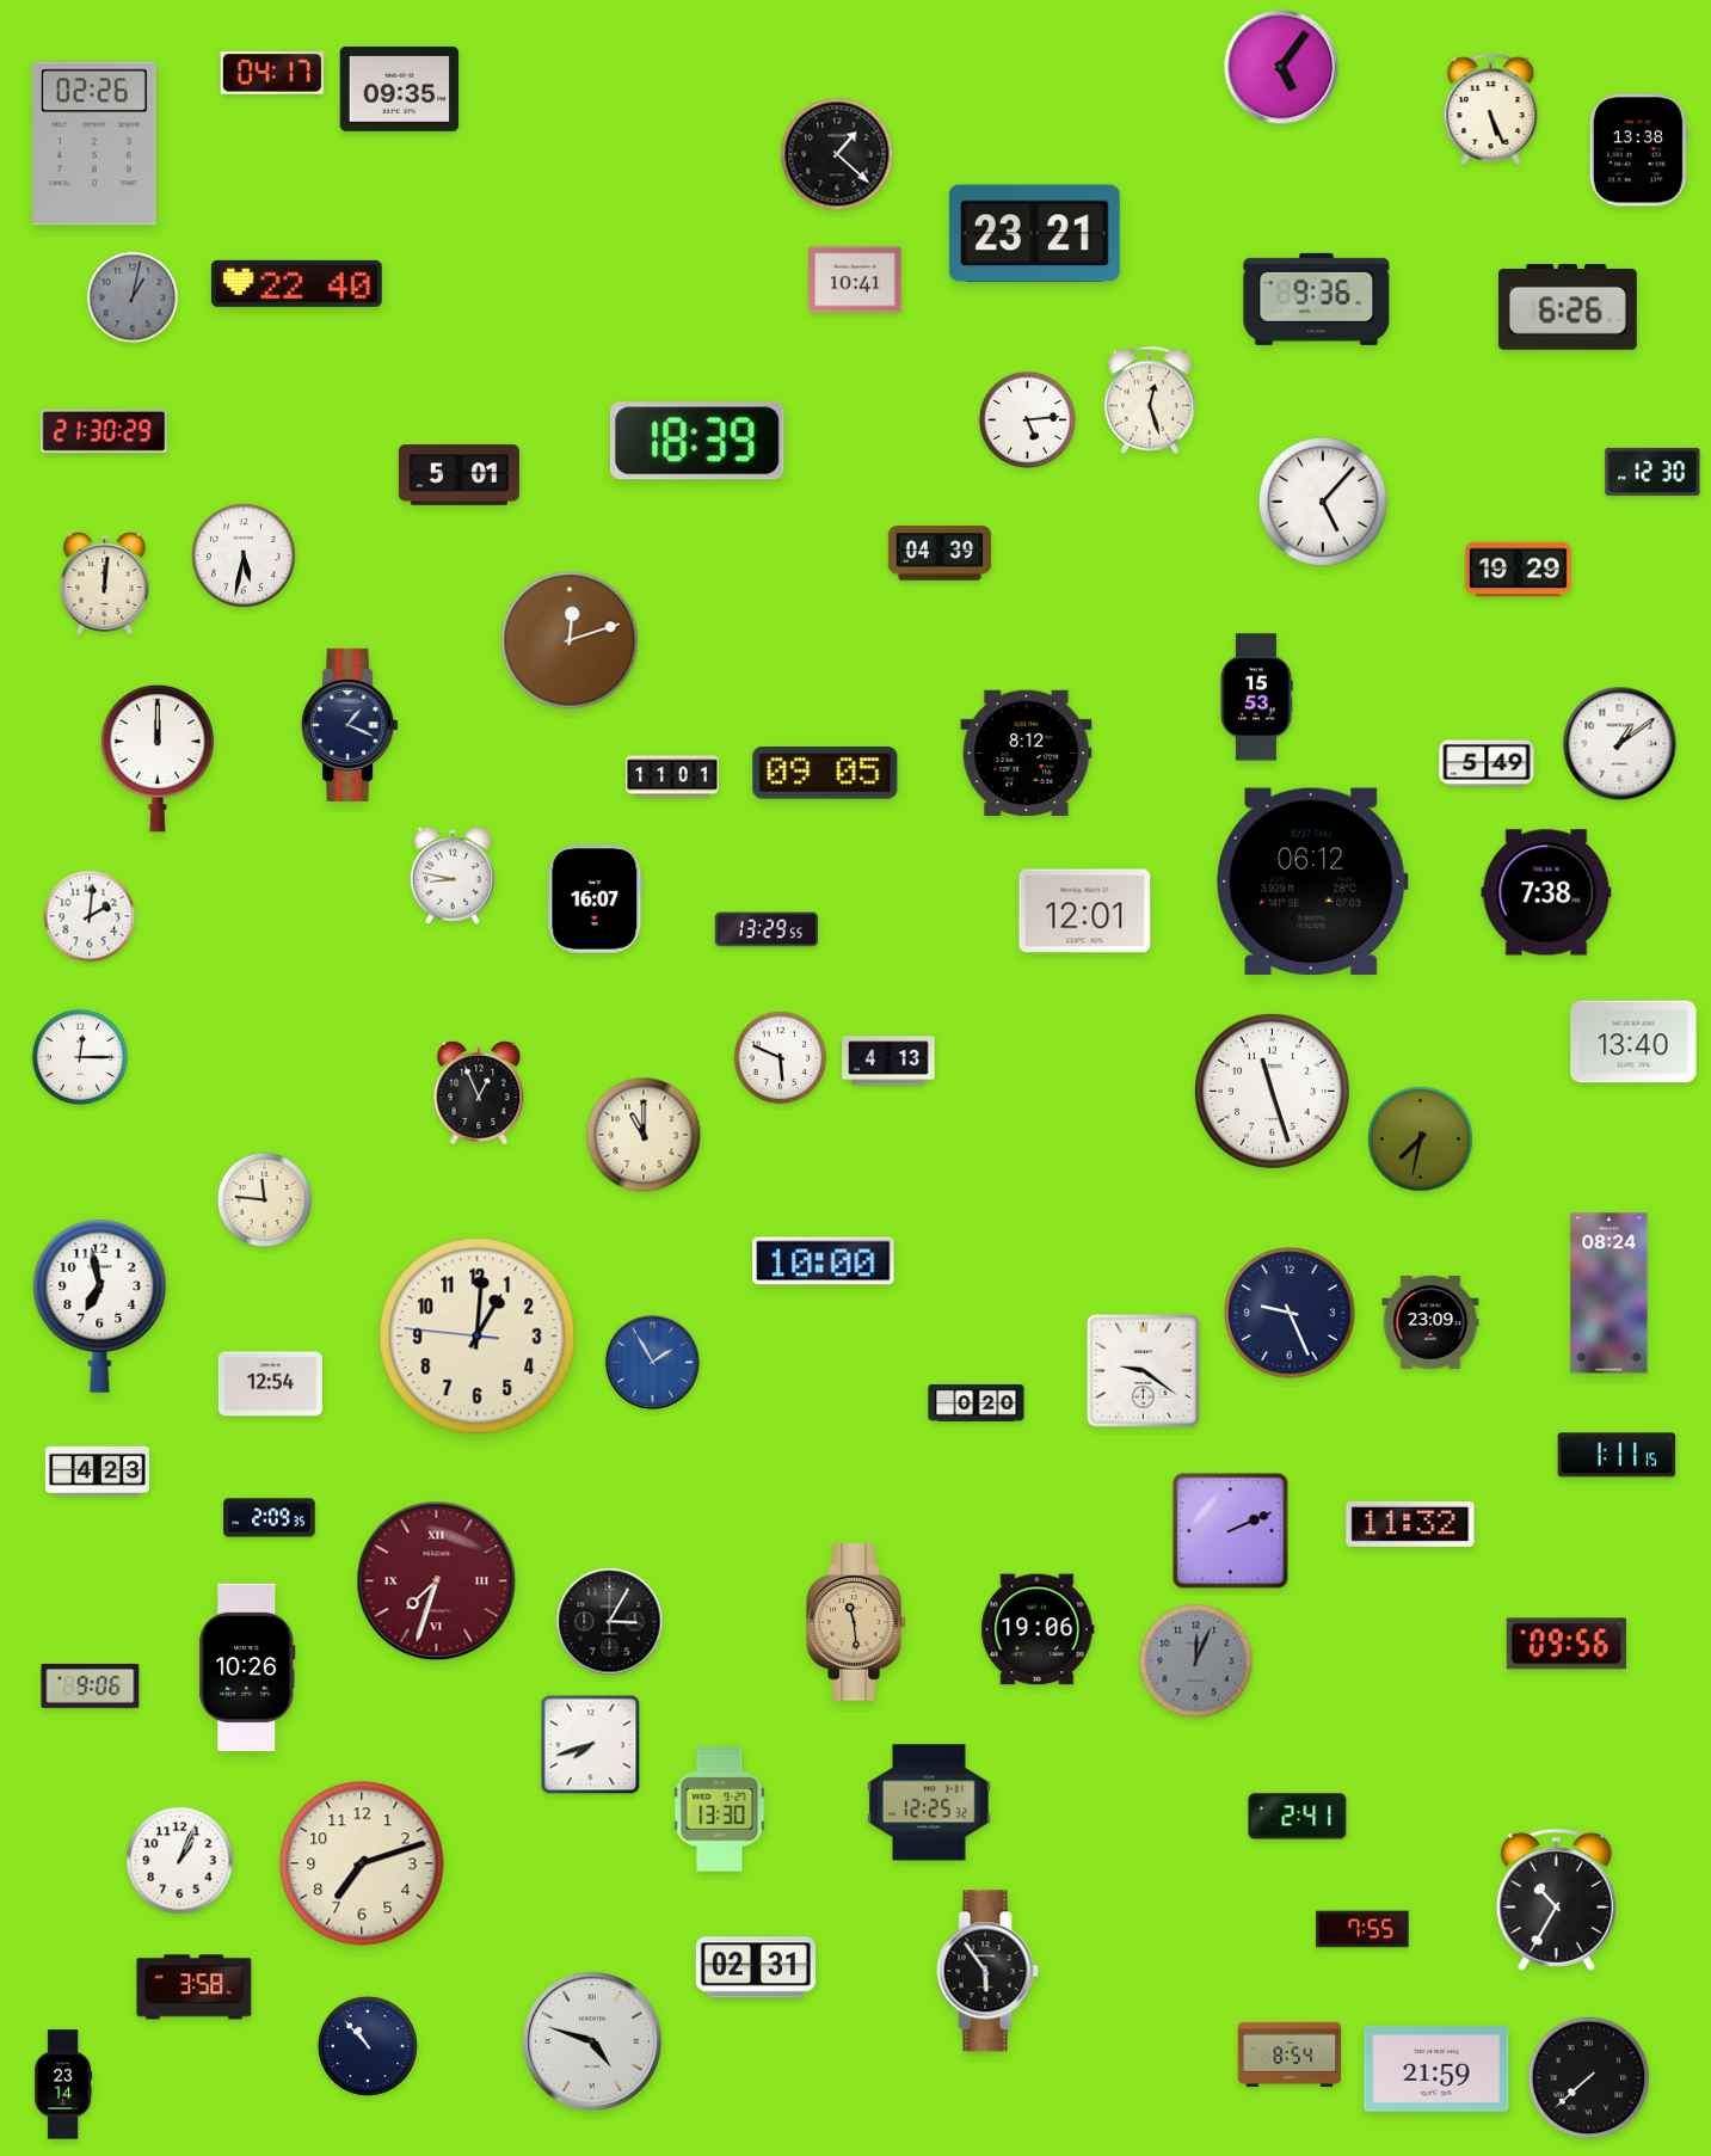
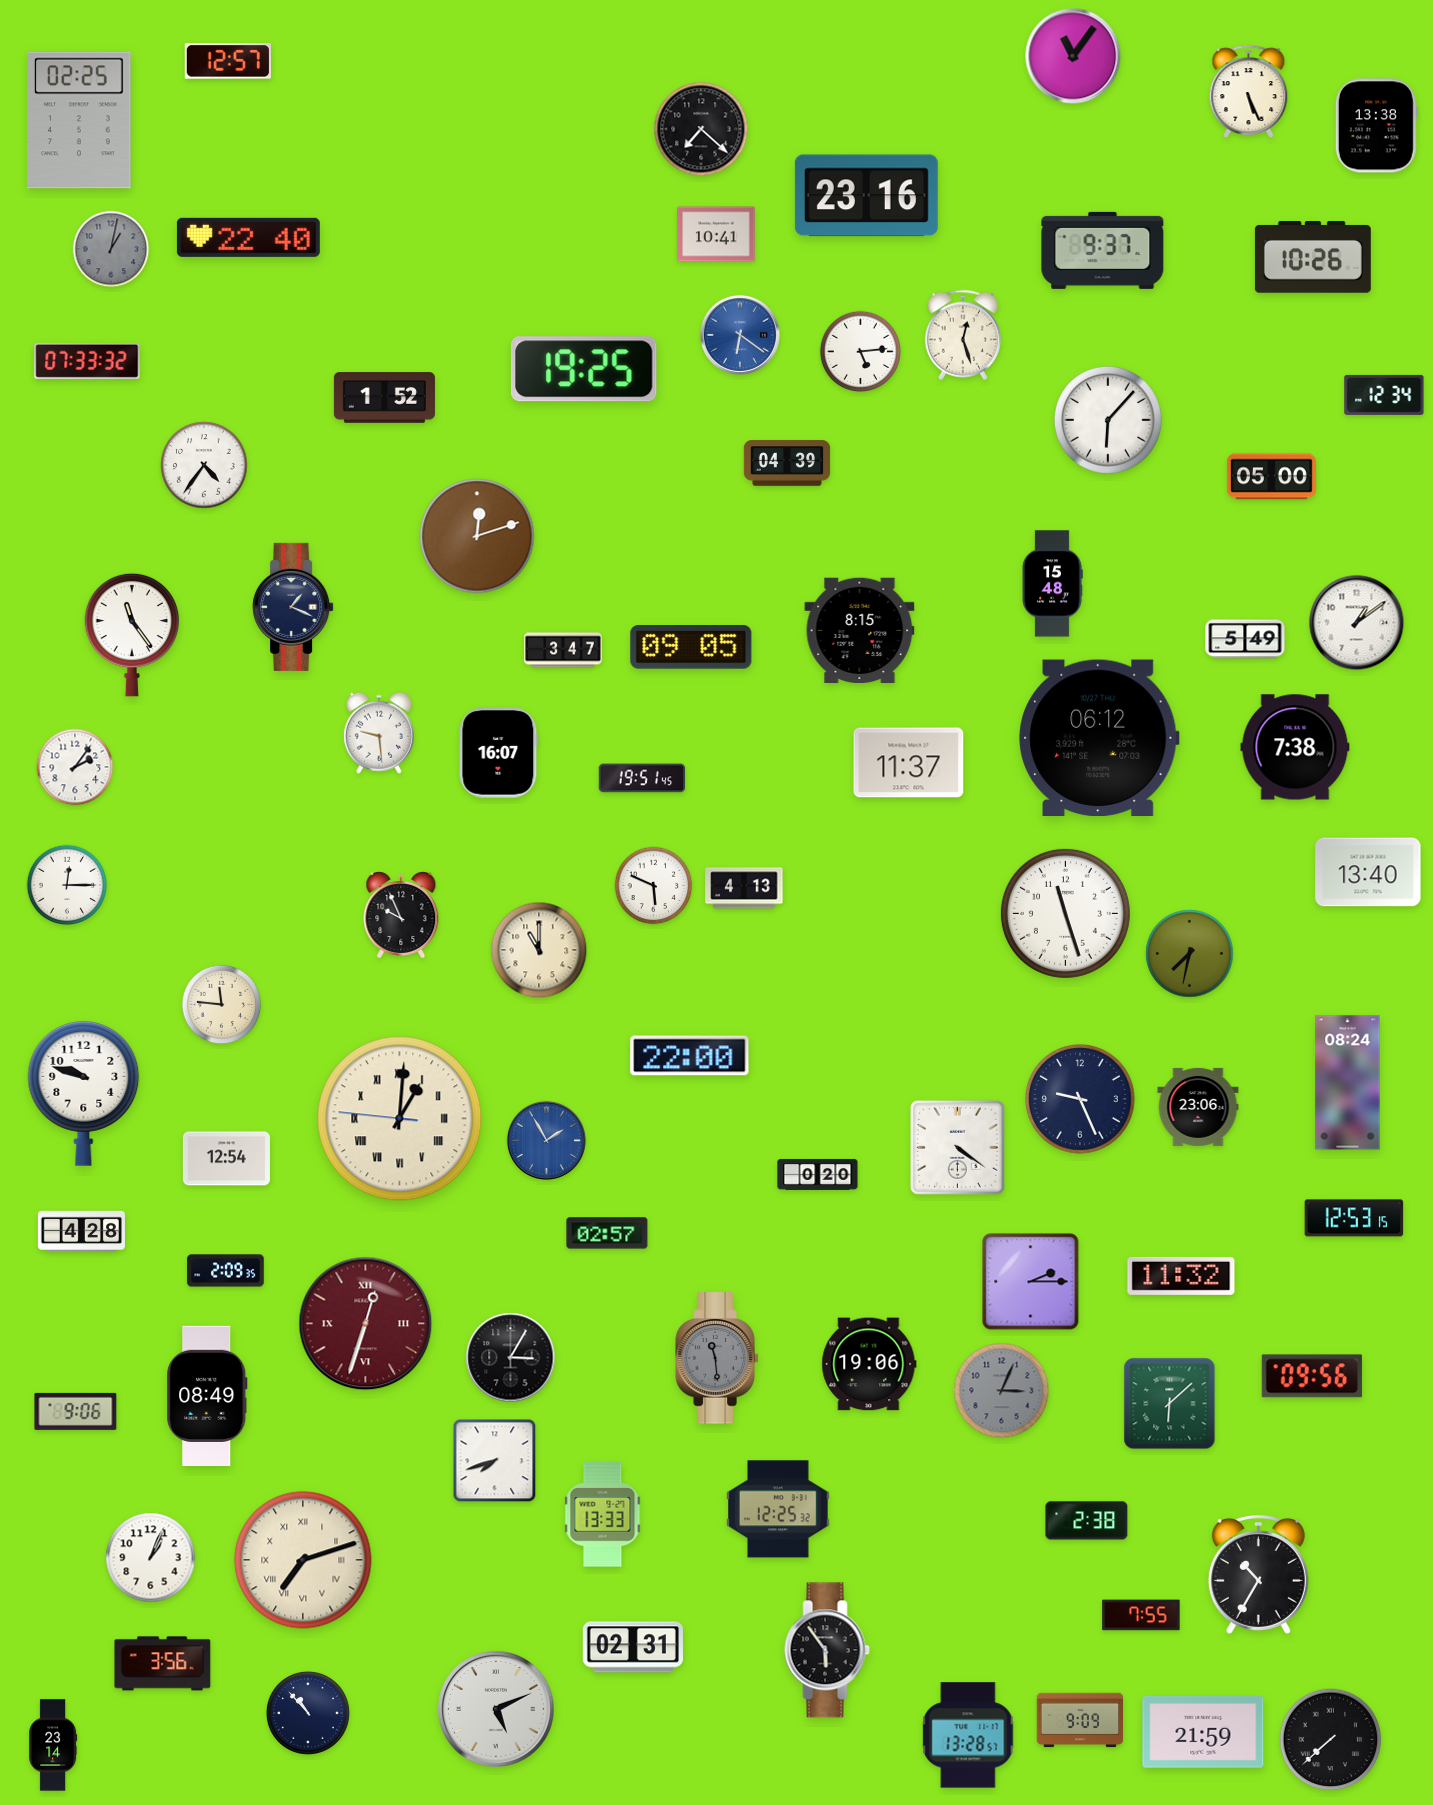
clock at (1281, 67): 5:06 -> 11:06
clock at (271, 73): 04:17 -> 12:57
clock at (400, 90): 09:35 -> none
clock at (96, 143): 02:26 -> 02:25
clock at (1638, 151) position: (1638, 151) -> (1376, 126)
clock at (837, 154): 1:22 -> 7:22
clock at (1034, 234): 23:21 -> 23:16
clock at (1317, 299): 9:36 -> 9:37
clock at (1568, 308): 6:26 -> 10:26
clock at (740, 335): none -> 6:21
clock at (104, 431): 21:30 -> 07:33
clock at (697, 441): 18:39 -> 19:25
clock at (1652, 472): 12:30 -> 12:34
clock at (458, 475): 5:01 -> 1:52
clock at (1323, 502): 5:07 -> 6:07
clock at (244, 555): 5:32 -> 4:36
clock at (1518, 570): 19:29 -> 05:00
clock at (105, 584): 12:01 -> none
clock at (1256, 698): 15:53 -> 15:48
clock at (1027, 753): 8:12 -> 8:15
clock at (158, 758): 12:00 -> 11:24
clock at (672, 776): 11:01 -> 3:47
clock at (453, 876): 8:47 -> 9:29
clock at (1085, 911): 12:01 -> 11:37
clock at (90, 916): 2:01 -> 2:06
clock at (767, 929): 13:29 -> 19:51
clock at (479, 1094): 12:56 -> 9:56
clock at (824, 1261): 10:00 -> 22:00
clock at (100, 1307): 6:58 -> 9:48
clock at (1430, 1322): 23:09 -> 23:06
clock at (478, 1337) numerals: Arabic -> Roman
clock at (1143, 1370): 9:21 -> 4:21
clock at (1617, 1455): 1:11 -> 12:53
clock at (97, 1472): 4:23 -> 4:28
clock at (607, 1233): none -> 02:57
clock at (1231, 1531): 2:11 -> 2:15
clock at (437, 1581): 7:33 -> 12:33
clock at (856, 1622) dial: champagne -> grey
clock at (1196, 1661): 12:04 -> 3:04
clock at (247, 1666): 10:26 -> 08:49
clock at (1170, 1404): none -> 6:08
clock at (720, 1810): 13:30 -> 13:33
clock at (1298, 1817): 2:41 -> 2:38
clock at (362, 1863) numerals: Arabic -> Roman
clock at (1556, 1899) position: (1556, 1899) -> (1258, 1574)
clock at (195, 1988): 3:58 -> 3:56
clock at (592, 2041): 4:48 -> 5:11
clock at (1290, 2054): 8:54 -> 9:09
clock at (968, 1735): none -> 13:28
